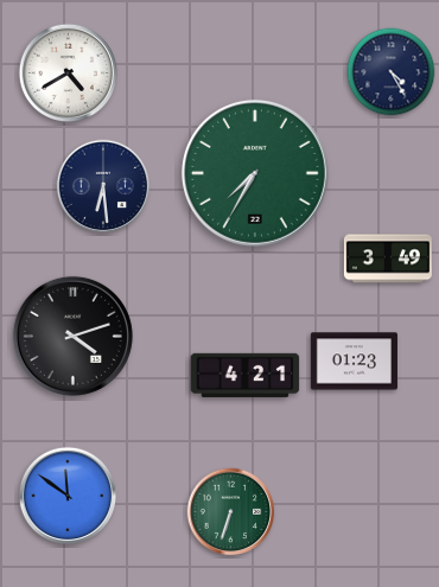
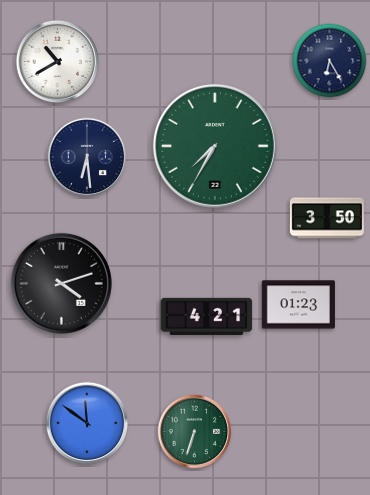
clock at (392, 72): 4:25 -> 6:25
clock at (69, 74): 4:40 -> 10:40
clock at (388, 259): 3:49 -> 3:50
clock at (68, 496) position: (68, 496) -> (87, 423)
